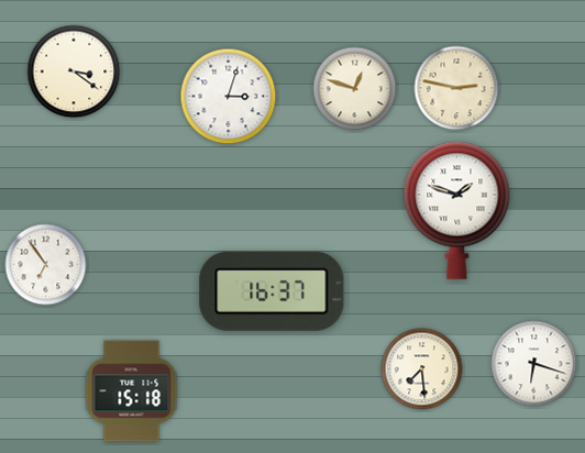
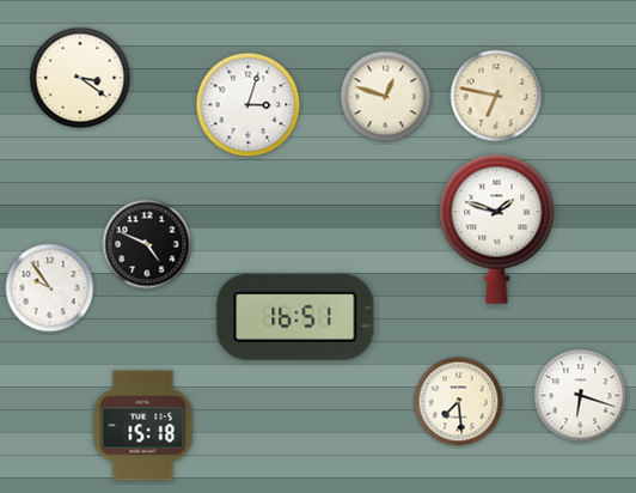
clock at (456, 88): 2:47 -> 6:47
clock at (147, 244): none -> 4:49
clock at (46, 265): 6:54 -> 9:54
clock at (272, 291): 16:37 -> 16:51
